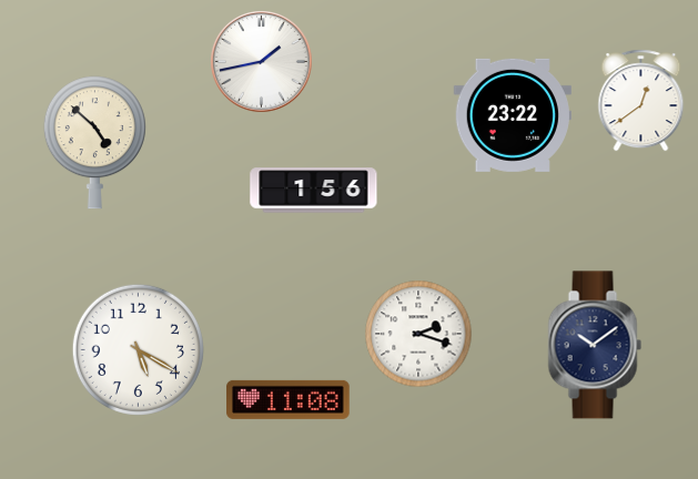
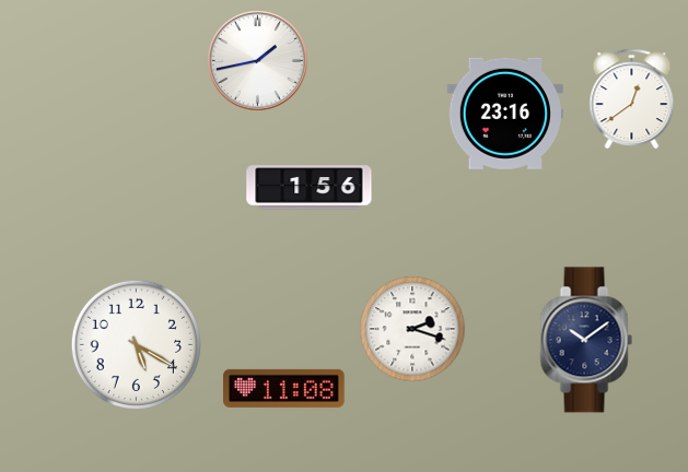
clock at (513, 115): 23:22 -> 23:16
clock at (94, 143): 4:52 -> none
clock at (289, 399) position: (289, 399) -> (284, 388)
